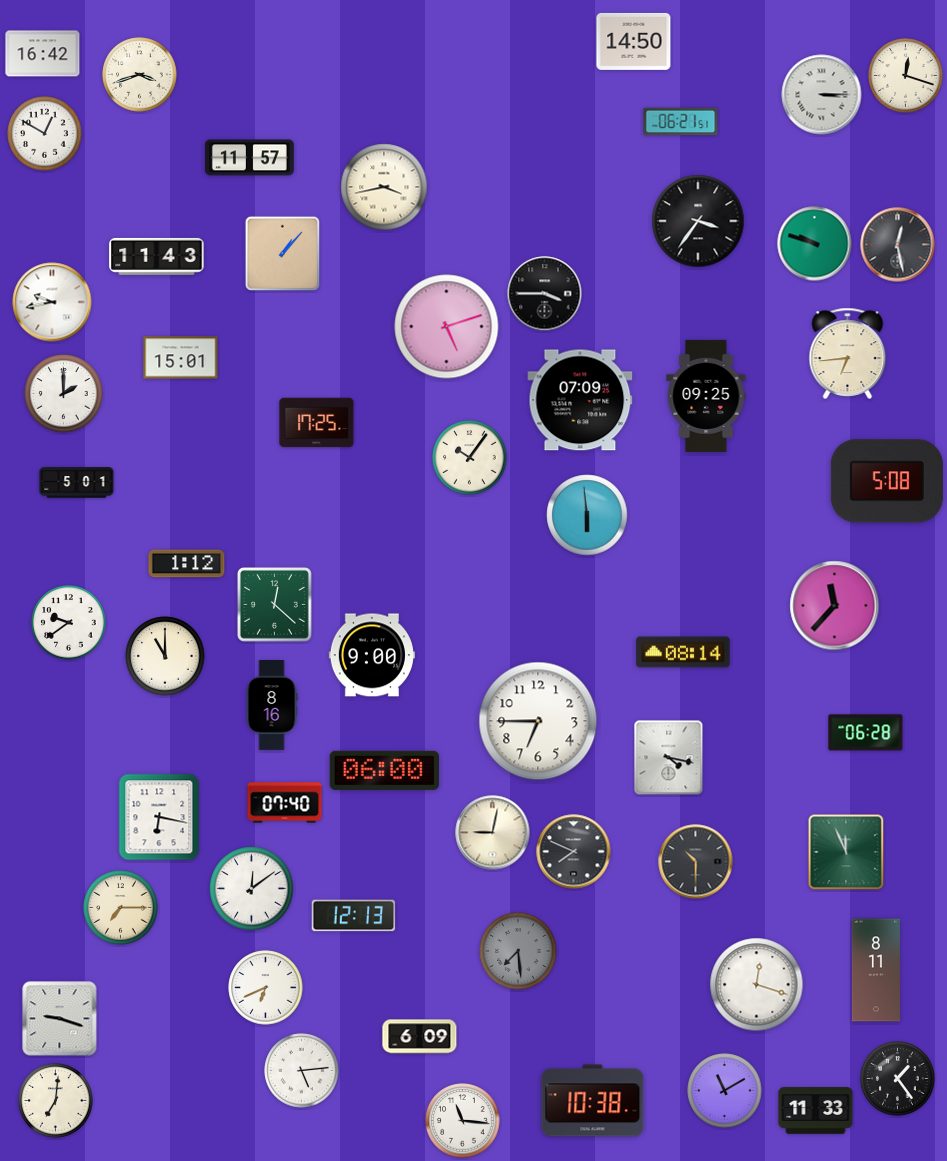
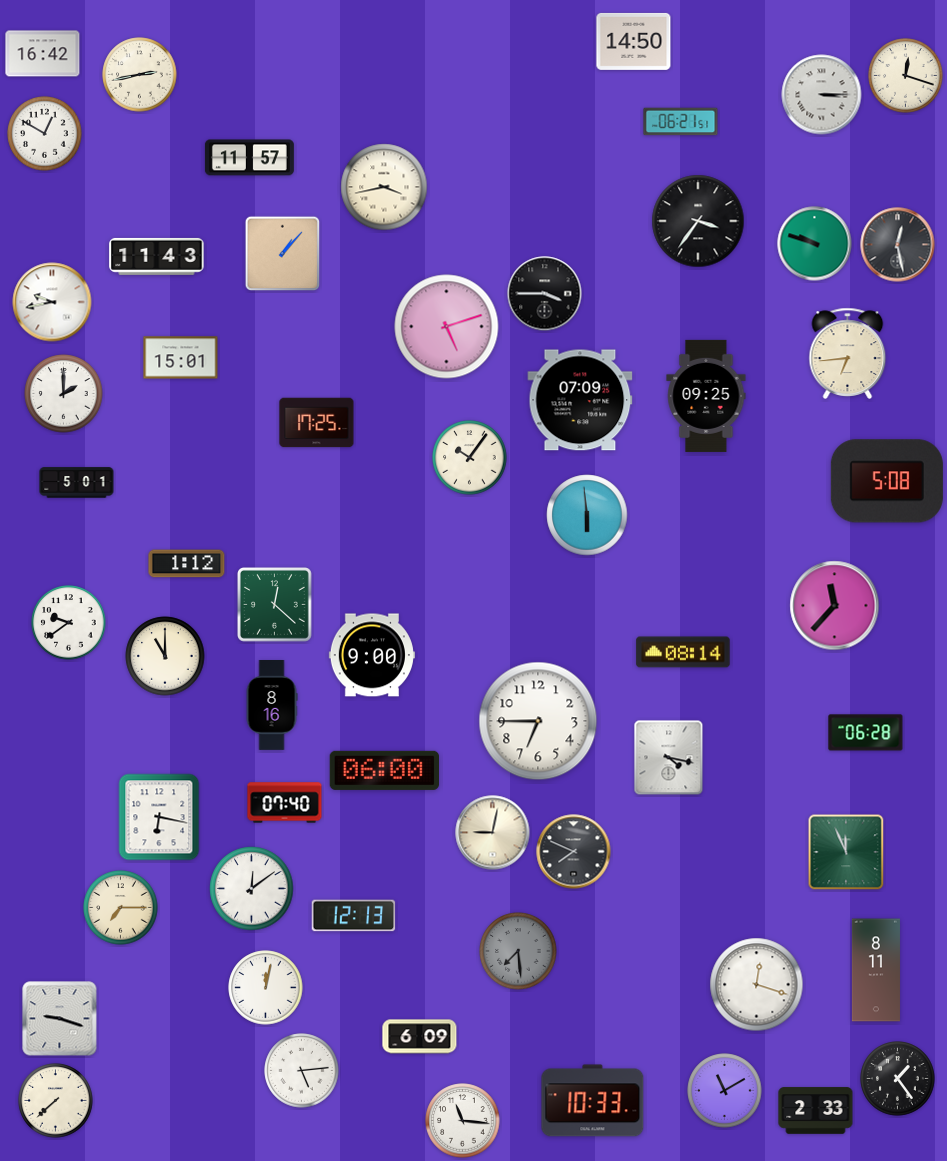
clock at (140, 75): 3:42 -> 2:43
clock at (696, 862): 10:30 -> none
clock at (266, 988): 6:41 -> 12:02
clock at (56, 1101): 7:01 -> 7:38
clock at (593, 1101): 10:38 -> 10:33
clock at (816, 1111): 11:33 -> 2:33
